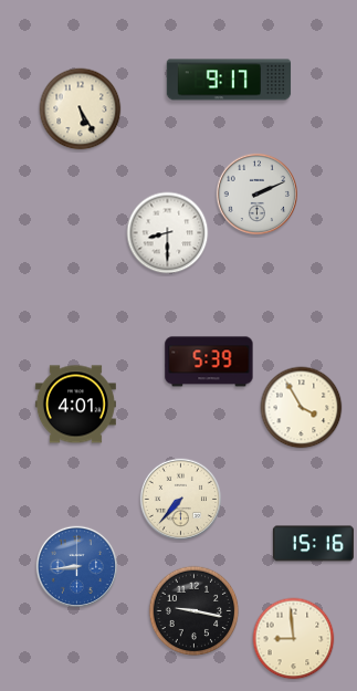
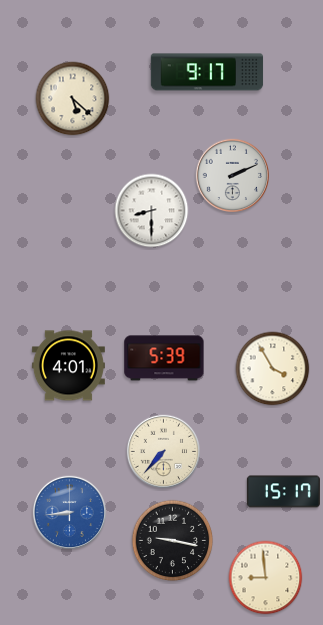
clock at (81, 109): 5:25 -> 5:22
clock at (209, 362) position: (209, 362) -> (164, 358)
clock at (313, 544): 15:16 -> 15:17
clock at (195, 611) position: (195, 611) -> (173, 541)
